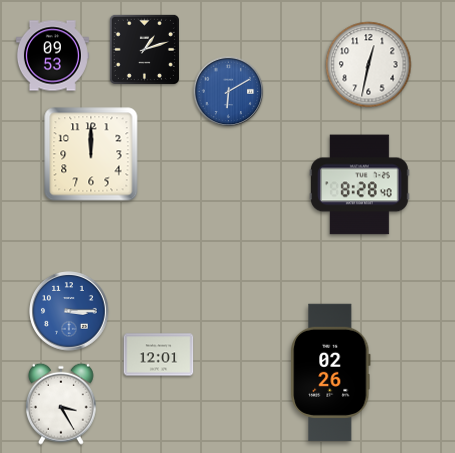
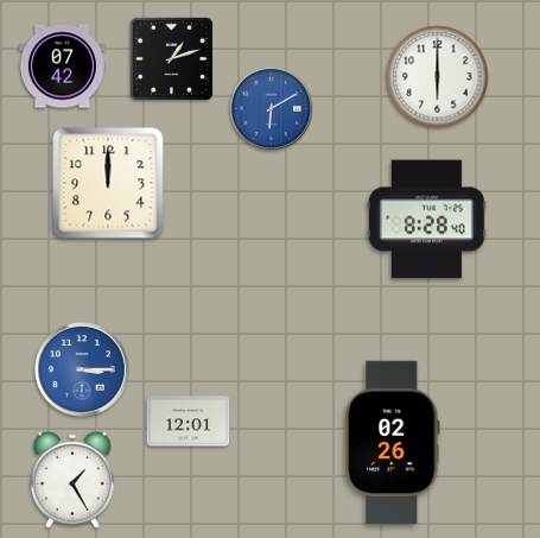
clock at (52, 56): 09:53 -> 07:42
clock at (369, 65): 12:32 -> 6:00
clock at (61, 404): 3:25 -> 1:25
